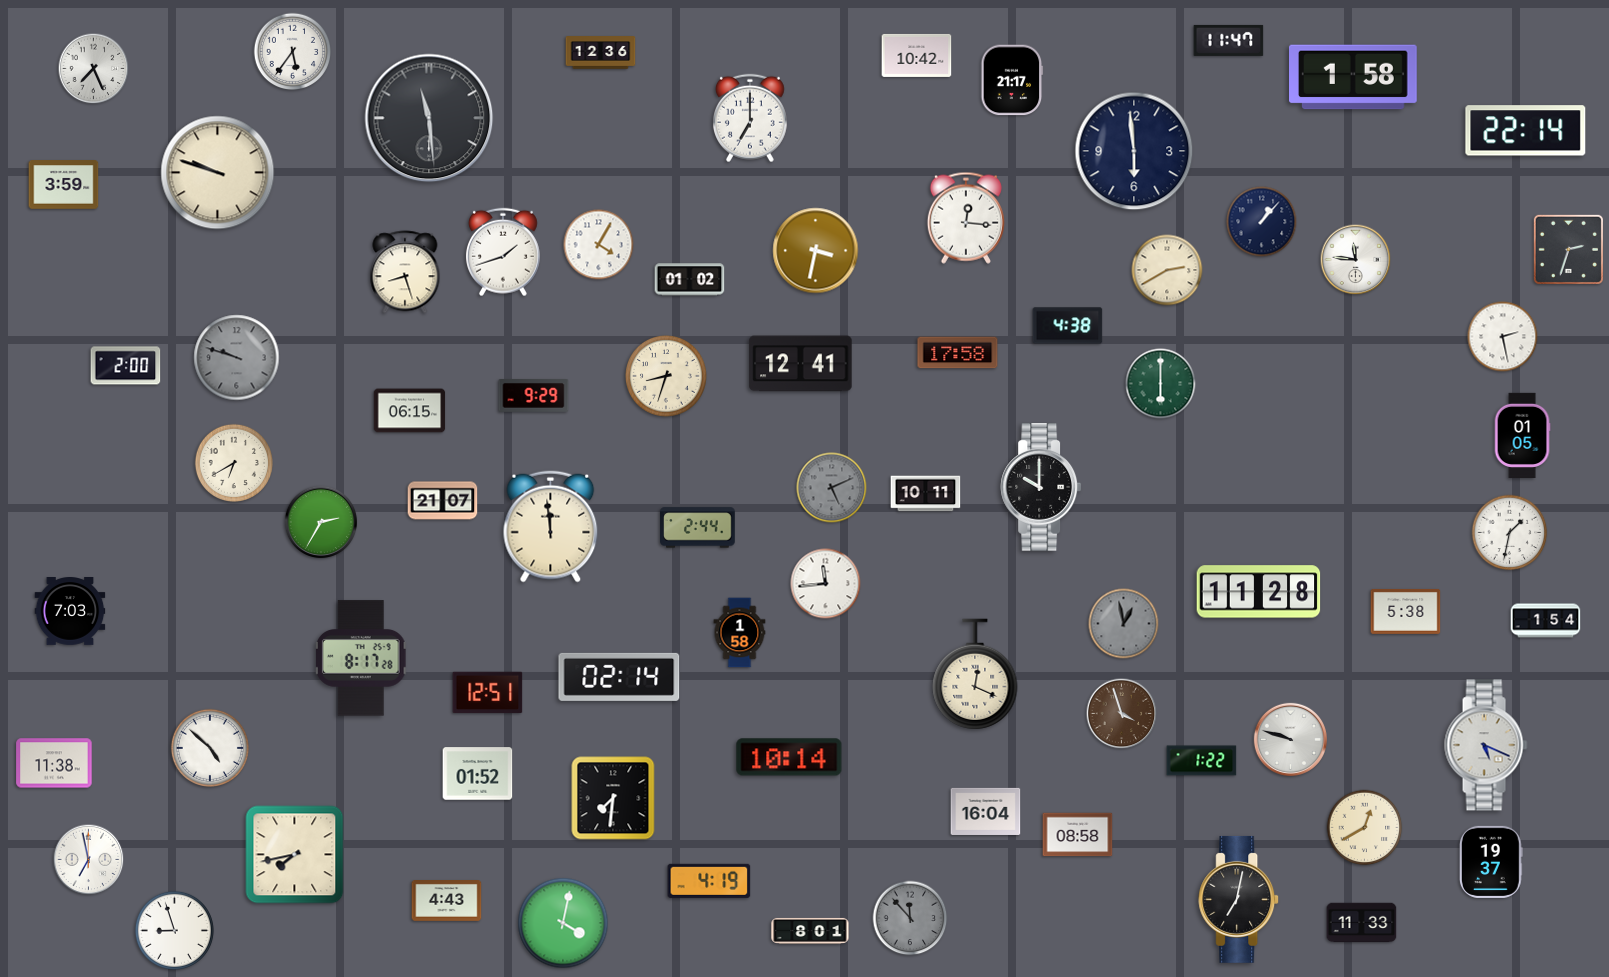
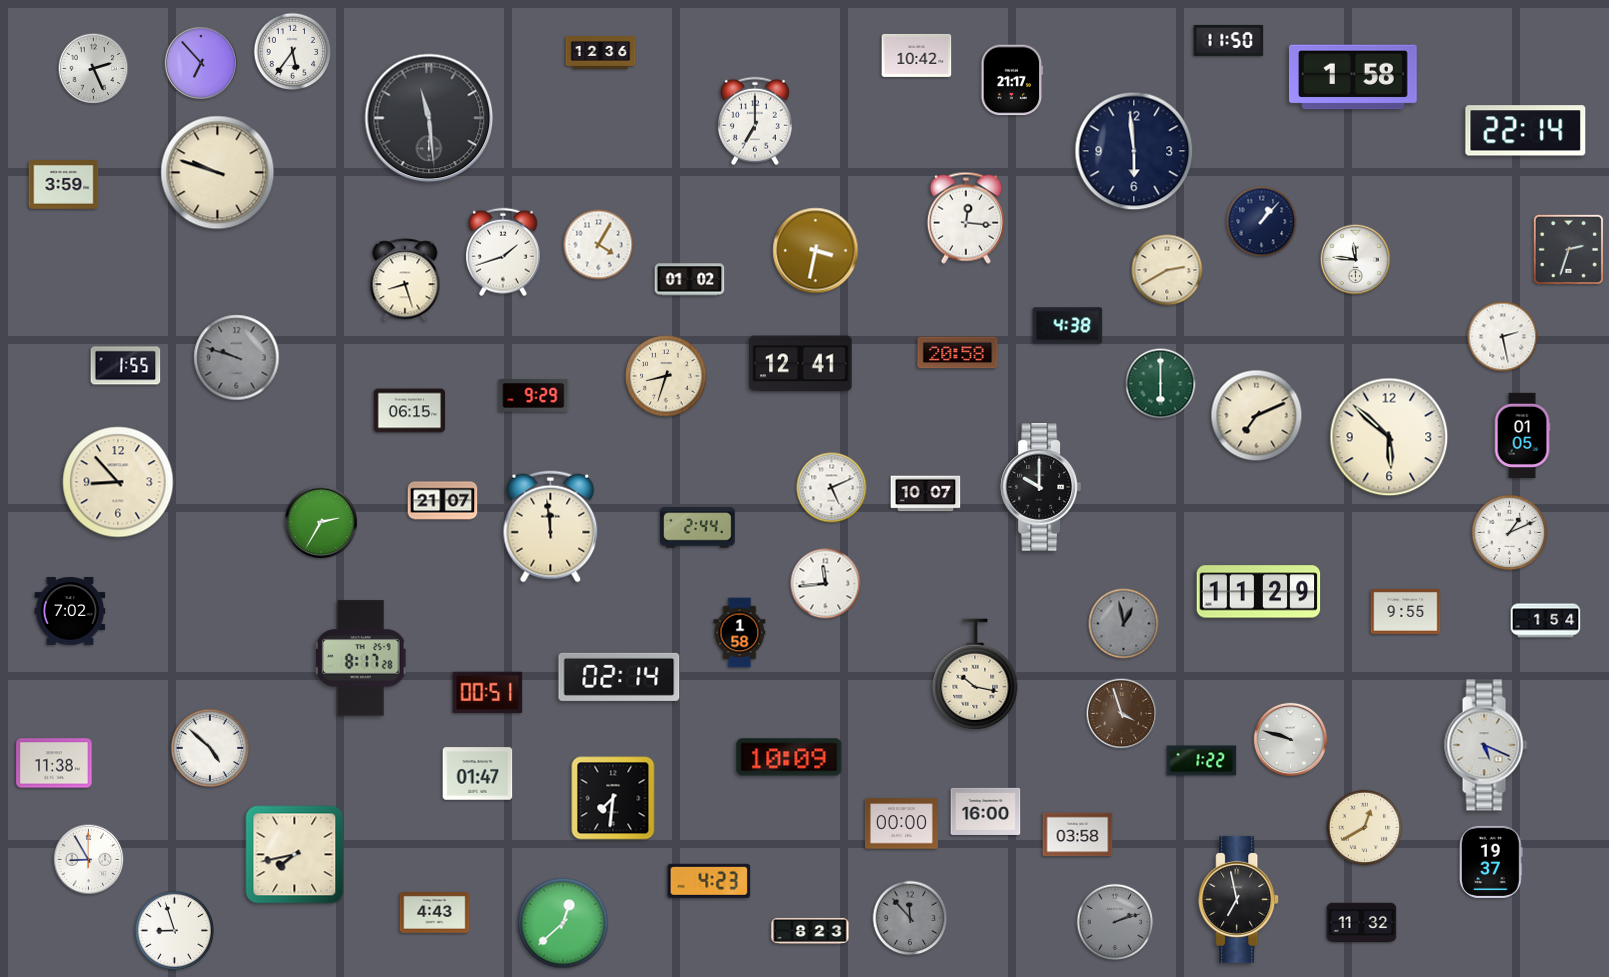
clock at (1229, 40): 11:47 -> 11:50
clock at (201, 63): none -> 6:53
clock at (94, 69): 7:26 -> 2:26
clock at (750, 118) position: (750, 118) -> (755, 121)
clock at (405, 272) position: (405, 272) -> (405, 280)
clock at (958, 353): 17:58 -> 20:58
clock at (126, 366): 2:00 -> 1:55
clock at (1257, 416): none -> 7:11
clock at (1389, 437): none -> 5:52
clock at (233, 462): 6:40 -> none
clock at (118, 482): none -> 8:53
clock at (832, 488) dial: grey -> white
clock at (926, 494): 10:11 -> 10:07
clock at (1510, 533): 1:32 -> 1:11
clock at (1259, 592): 11:28 -> 11:29
clock at (1406, 611): 5:38 -> 9:55
clock at (70, 612): 7:03 -> 7:02
clock at (975, 674): 12:19 -> 10:17
clock at (488, 693): 12:51 -> 00:51
clock at (789, 757): 10:14 -> 10:09
clock at (478, 774): 01:52 -> 01:47
clock at (986, 811): 16:04 -> 16:00
clock at (901, 824): none -> 00:00
clock at (1078, 835): 08:58 -> 03:58
clock at (89, 860): 6:58 -> 8:55
clock at (709, 881): 4:19 -> 4:23
clock at (1239, 899): 7:02 -> 6:58
clock at (447, 901) position: (447, 901) -> (435, 913)
clock at (1115, 922): none -> 2:12
clock at (563, 923): 4:02 -> 12:38
clock at (1362, 923): 11:33 -> 11:32
clock at (810, 931): 8:01 -> 8:23
